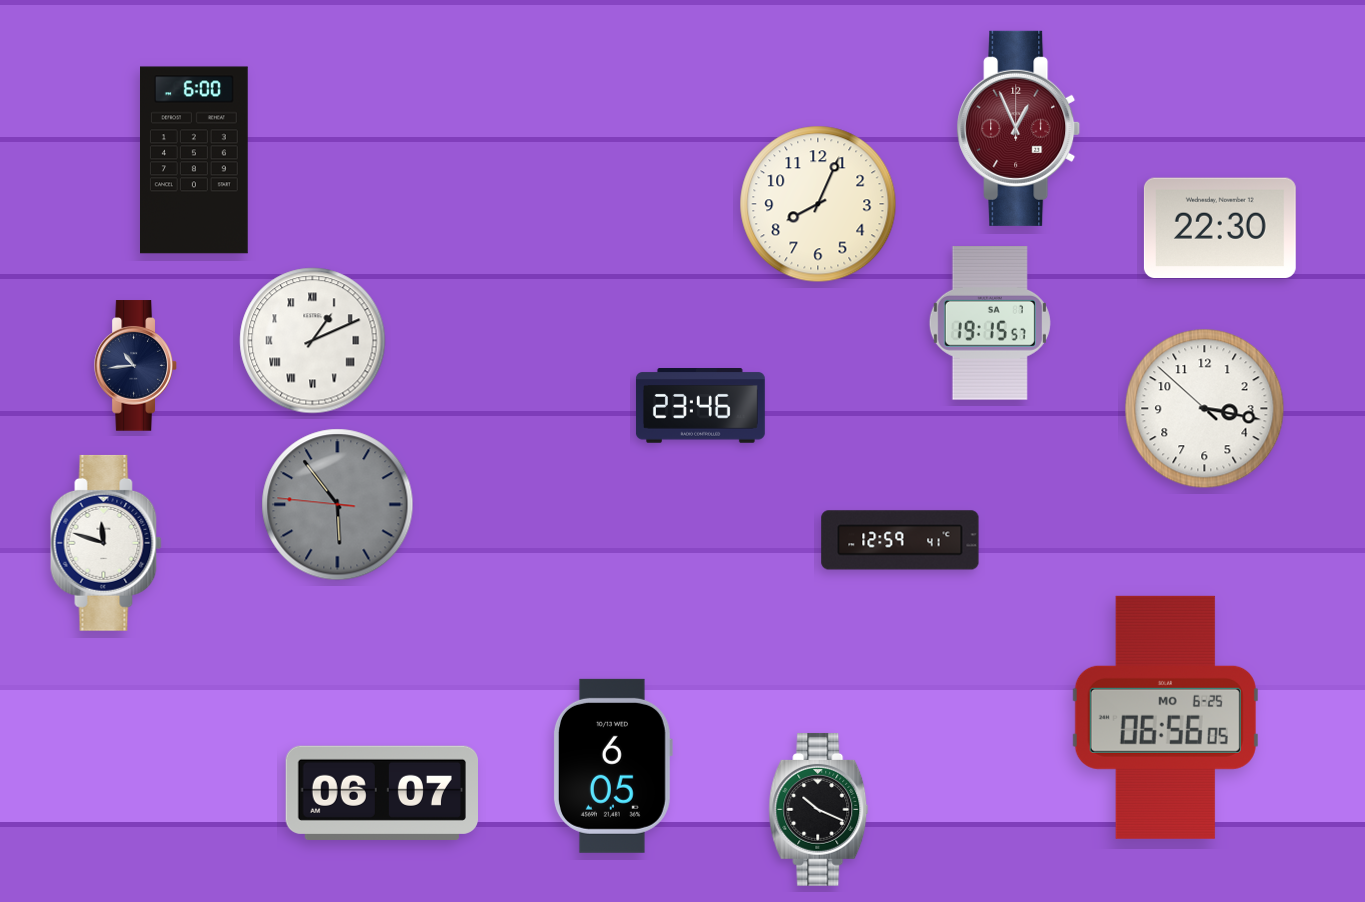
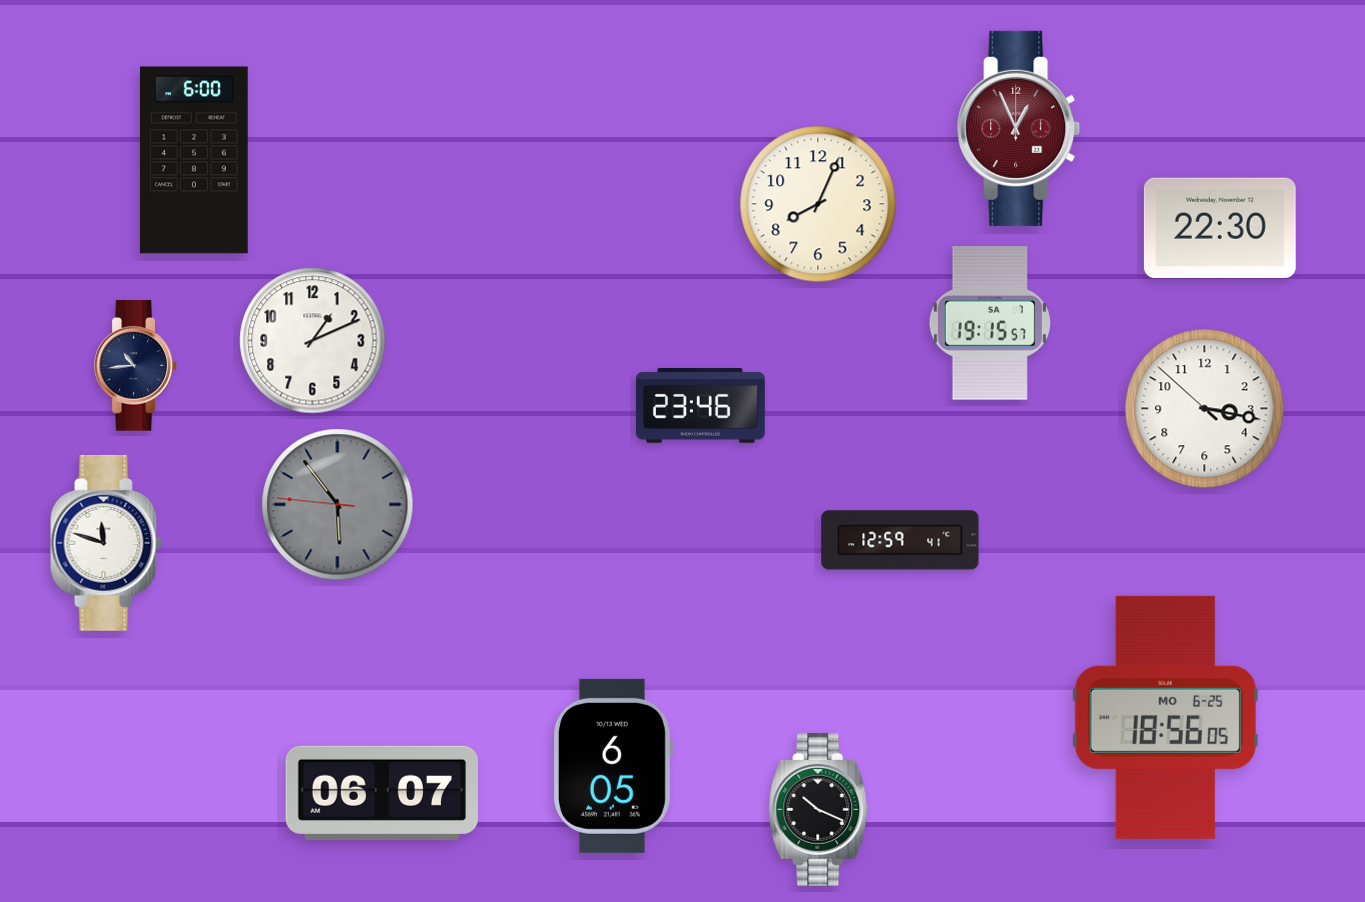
clock at (313, 341) numerals: Roman -> Arabic
clock at (1165, 717): 06:56 -> 18:56
